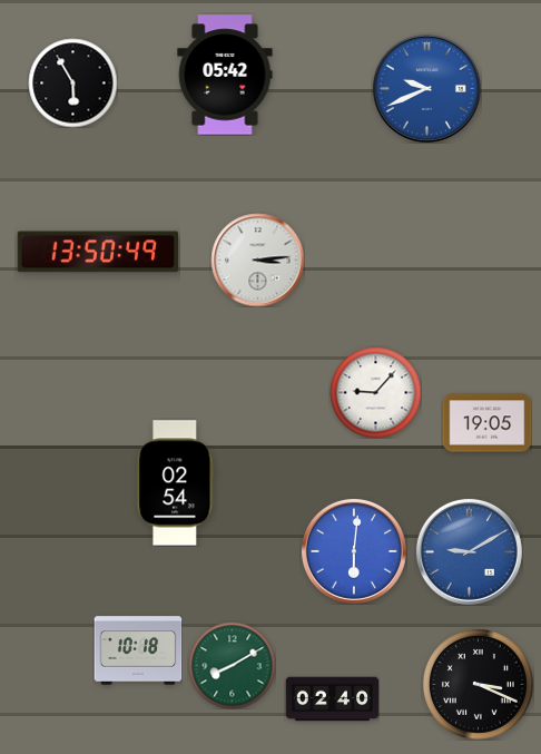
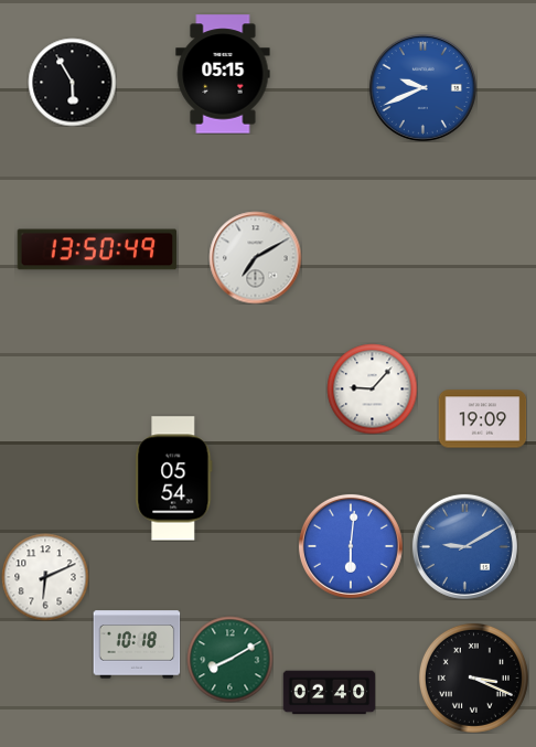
clock at (225, 75): 05:42 -> 05:15
clock at (257, 260): 3:14 -> 7:10
clock at (486, 423): 19:05 -> 19:09
clock at (176, 483): 02:54 -> 05:54
clock at (45, 577): none -> 6:11
